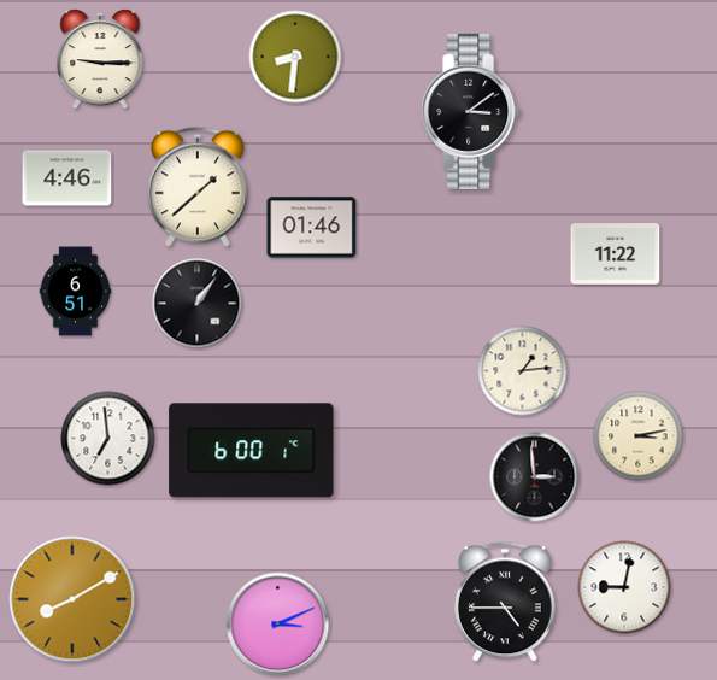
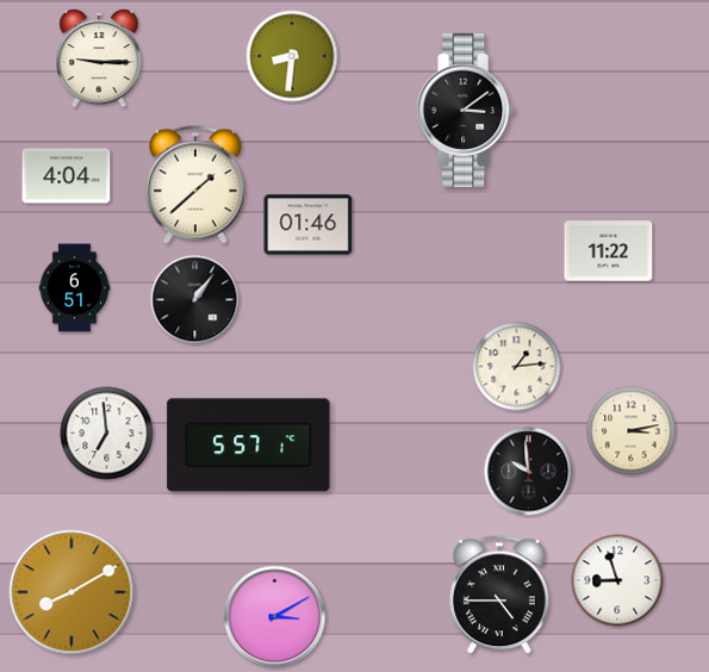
clock at (67, 178): 4:46 -> 4:04
clock at (252, 451): 6:00 -> 5:57
clock at (535, 477): 2:59 -> 9:59
clock at (624, 587): 9:02 -> 8:57
clock at (278, 625): 3:11 -> 3:10
